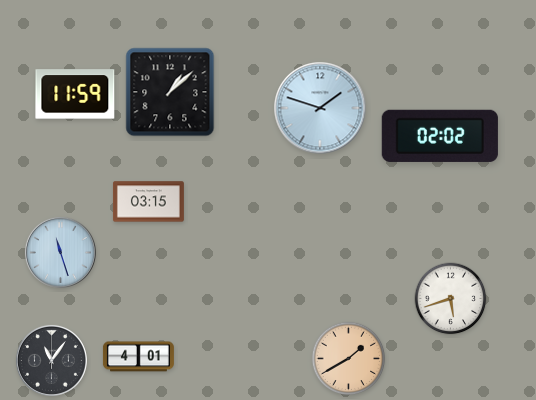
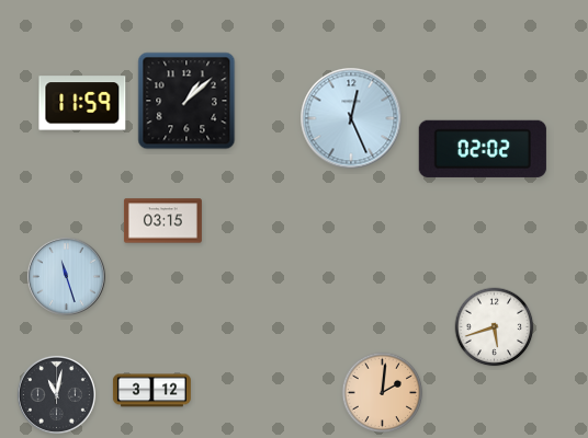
clock at (320, 108): 1:48 -> 12:26
clock at (138, 357): 4:01 -> 3:12
clock at (349, 359): 1:40 -> 2:01
clock at (51, 360): 11:06 -> 11:02
